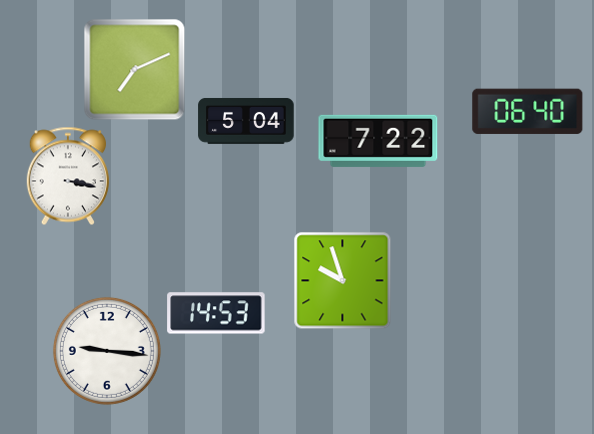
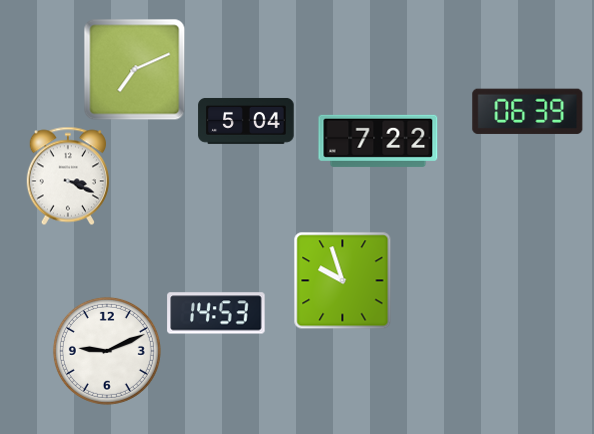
clock at (528, 111): 06:40 -> 06:39
clock at (68, 176): 3:17 -> 3:19
clock at (107, 351): 9:16 -> 9:11
